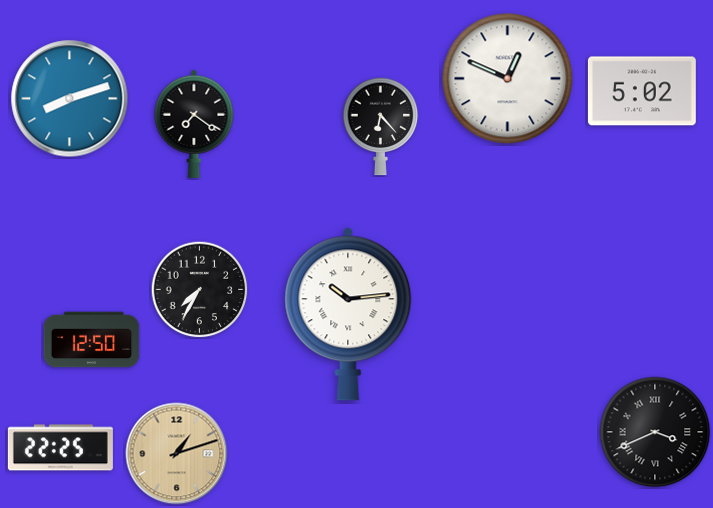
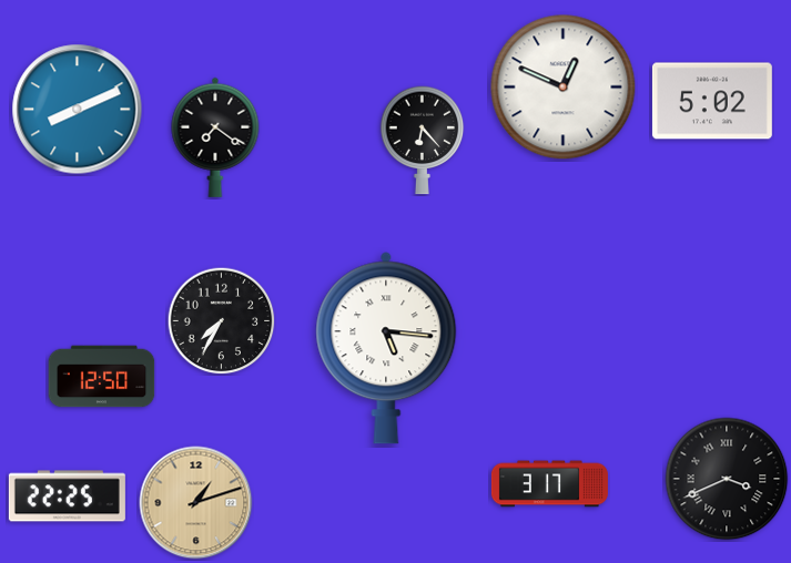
clock at (70, 99): 8:12 -> 8:11
clock at (348, 314): 10:14 -> 5:16
clock at (549, 484): none -> 3:17
